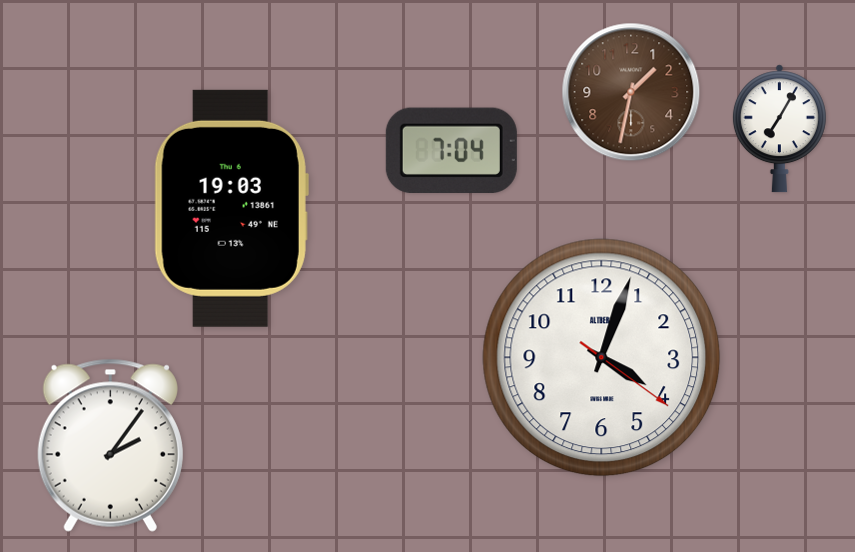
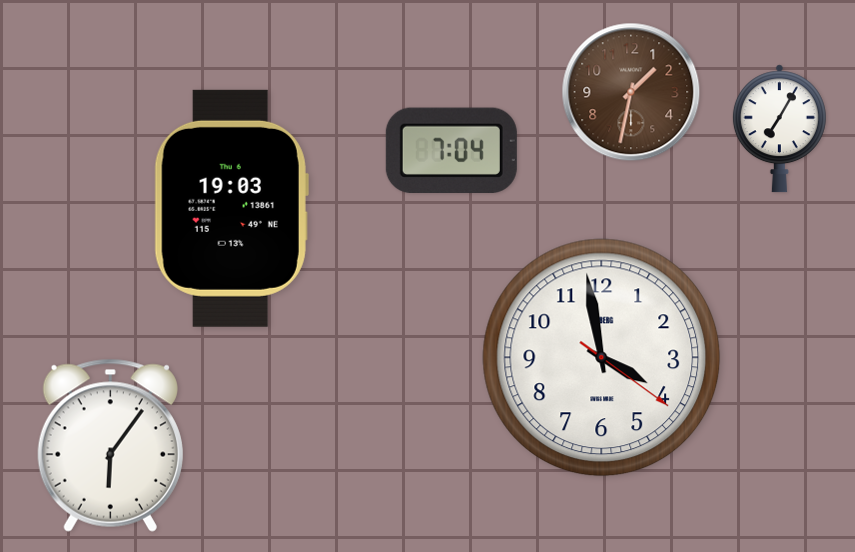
clock at (602, 358): 4:03 -> 3:58
clock at (110, 445): 2:06 -> 6:06
